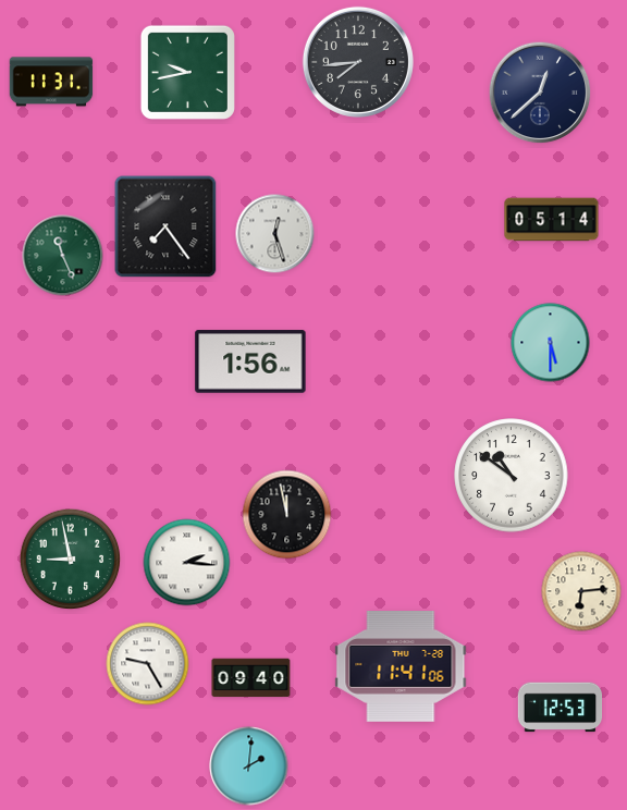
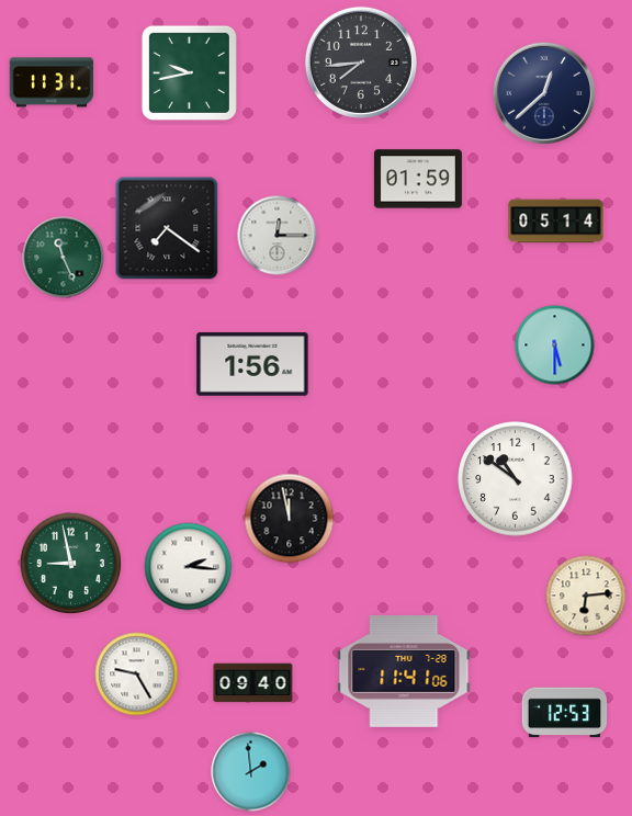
clock at (418, 179): none -> 01:59
clock at (165, 226): 7:24 -> 7:21
clock at (275, 234): 12:27 -> 12:15
clock at (148, 664) position: (148, 664) -> (137, 675)
clock at (249, 766): 2:01 -> 1:59
